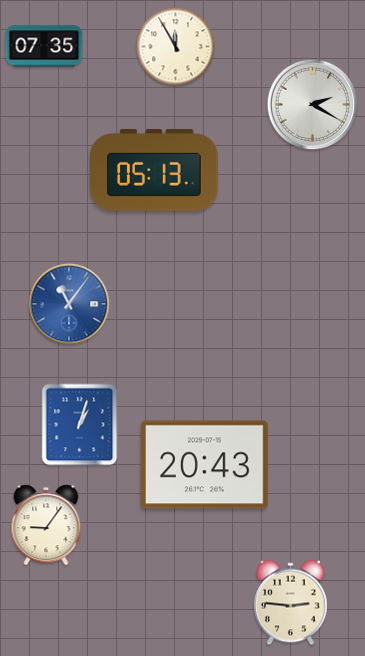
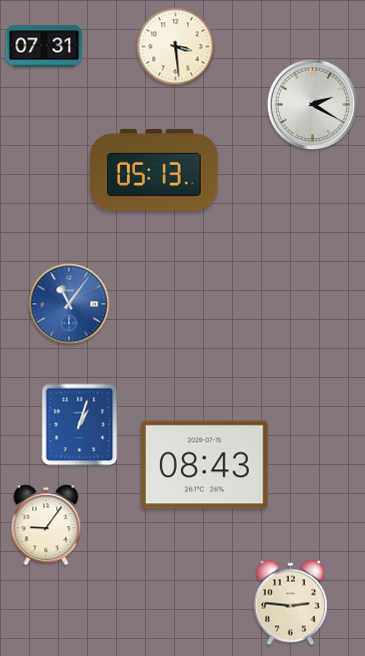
clock at (44, 46): 07:35 -> 07:31
clock at (176, 47): 11:55 -> 3:29
clock at (204, 465): 20:43 -> 08:43
